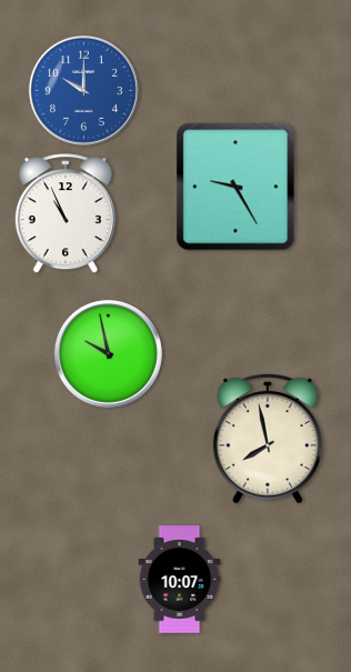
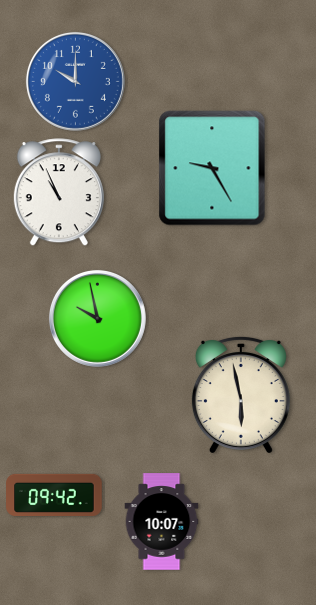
clock at (268, 438): 7:58 -> 5:58
clock at (54, 494): none -> 09:42
